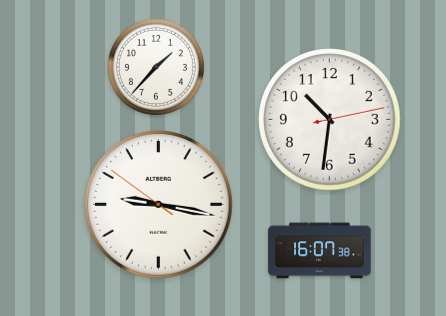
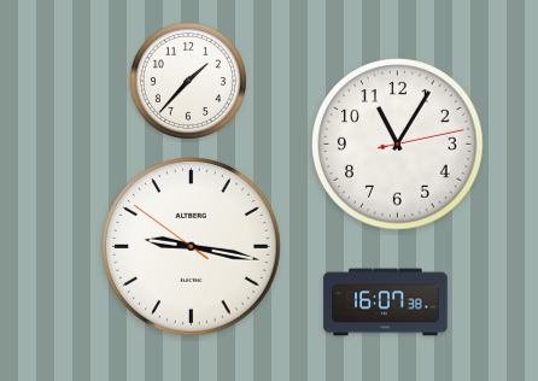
clock at (330, 120): 10:31 -> 11:05
